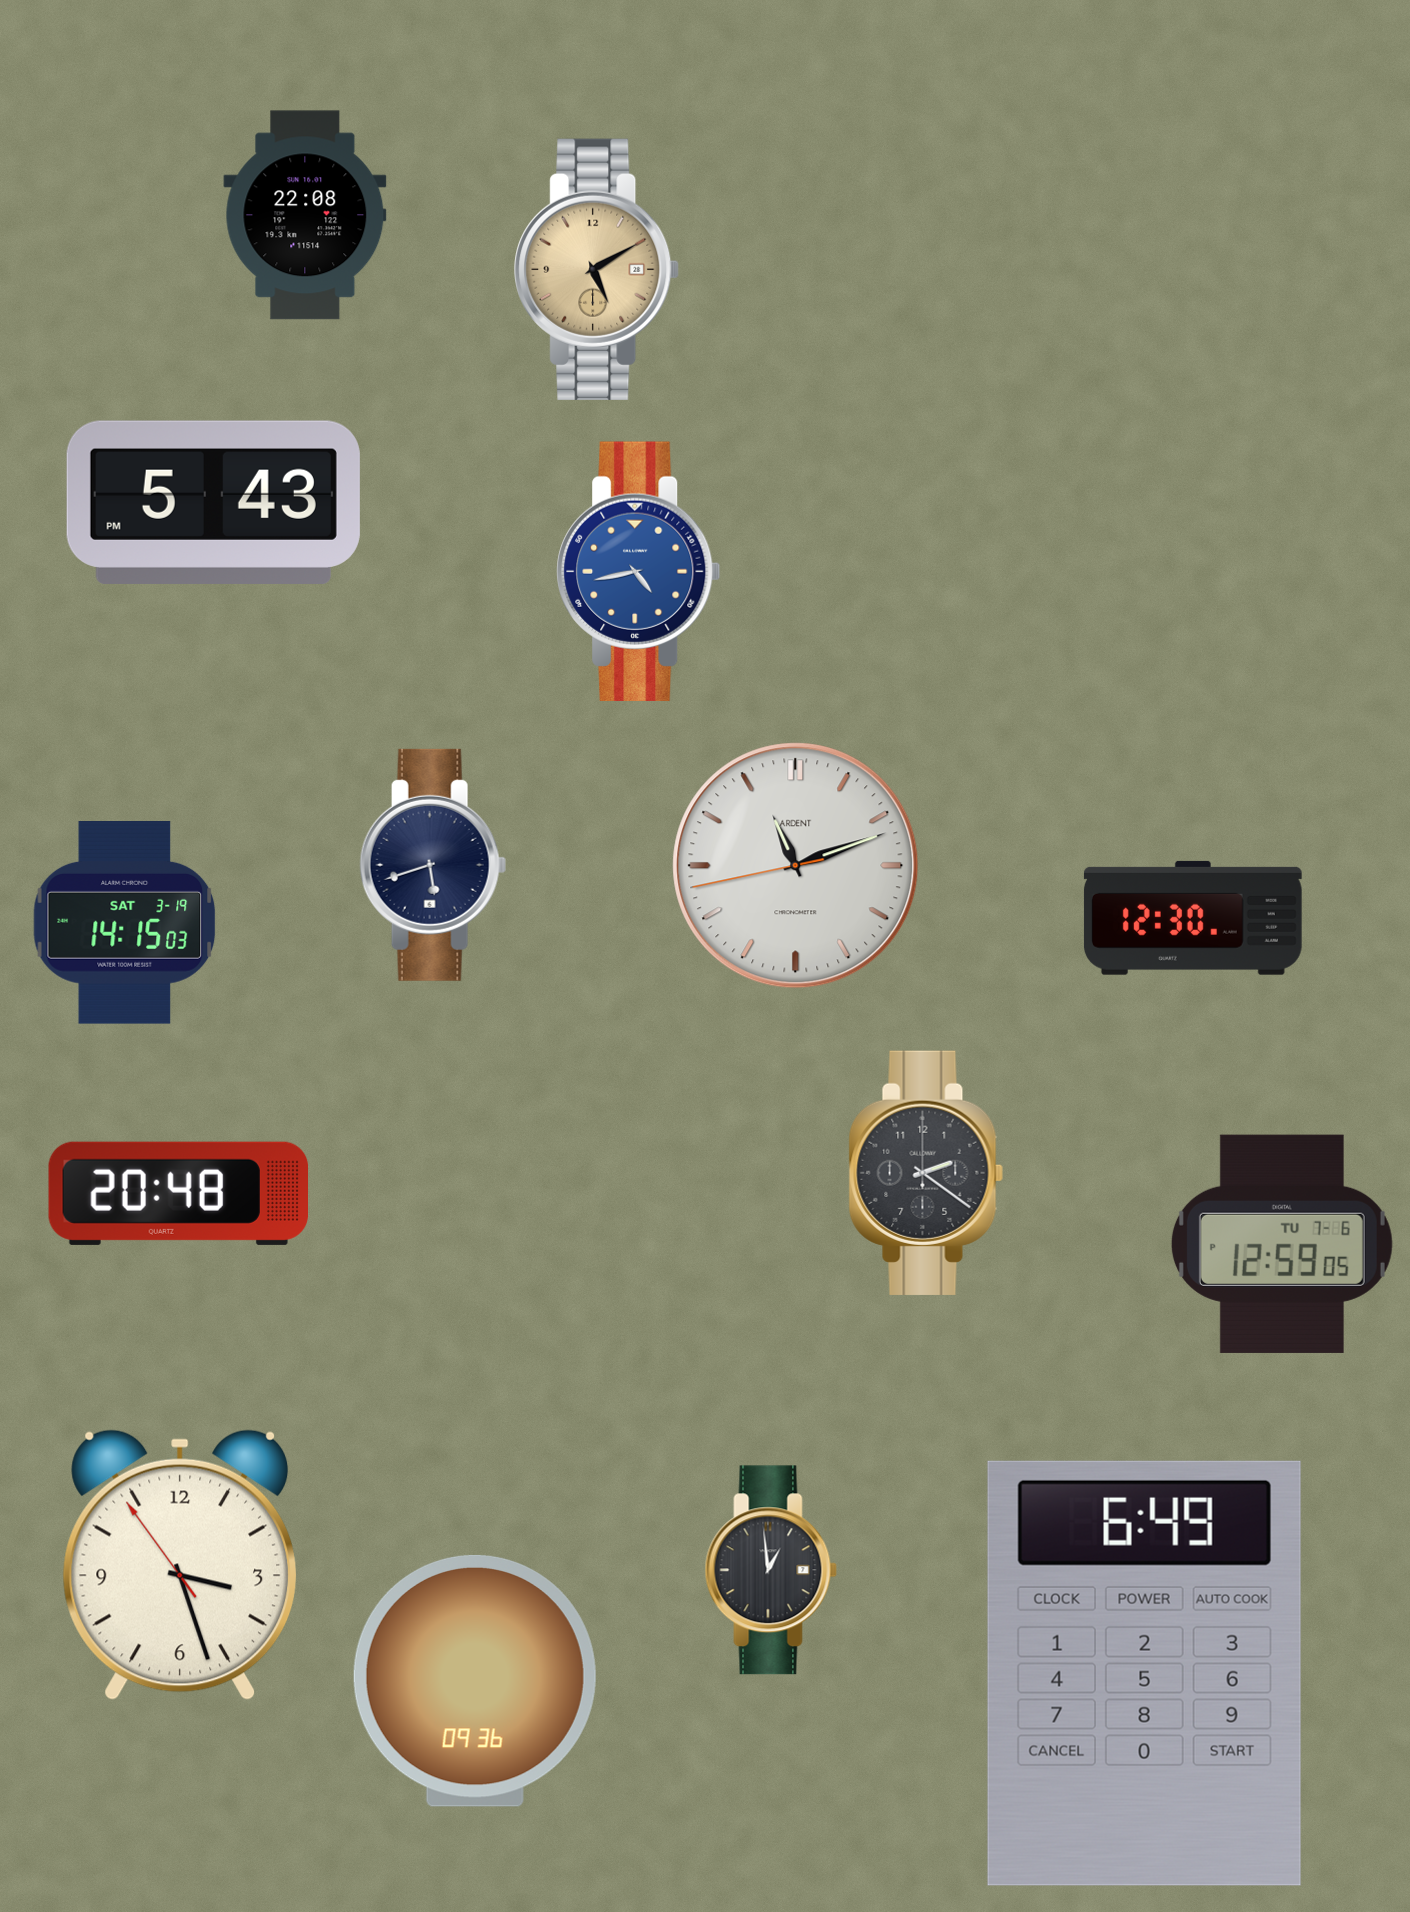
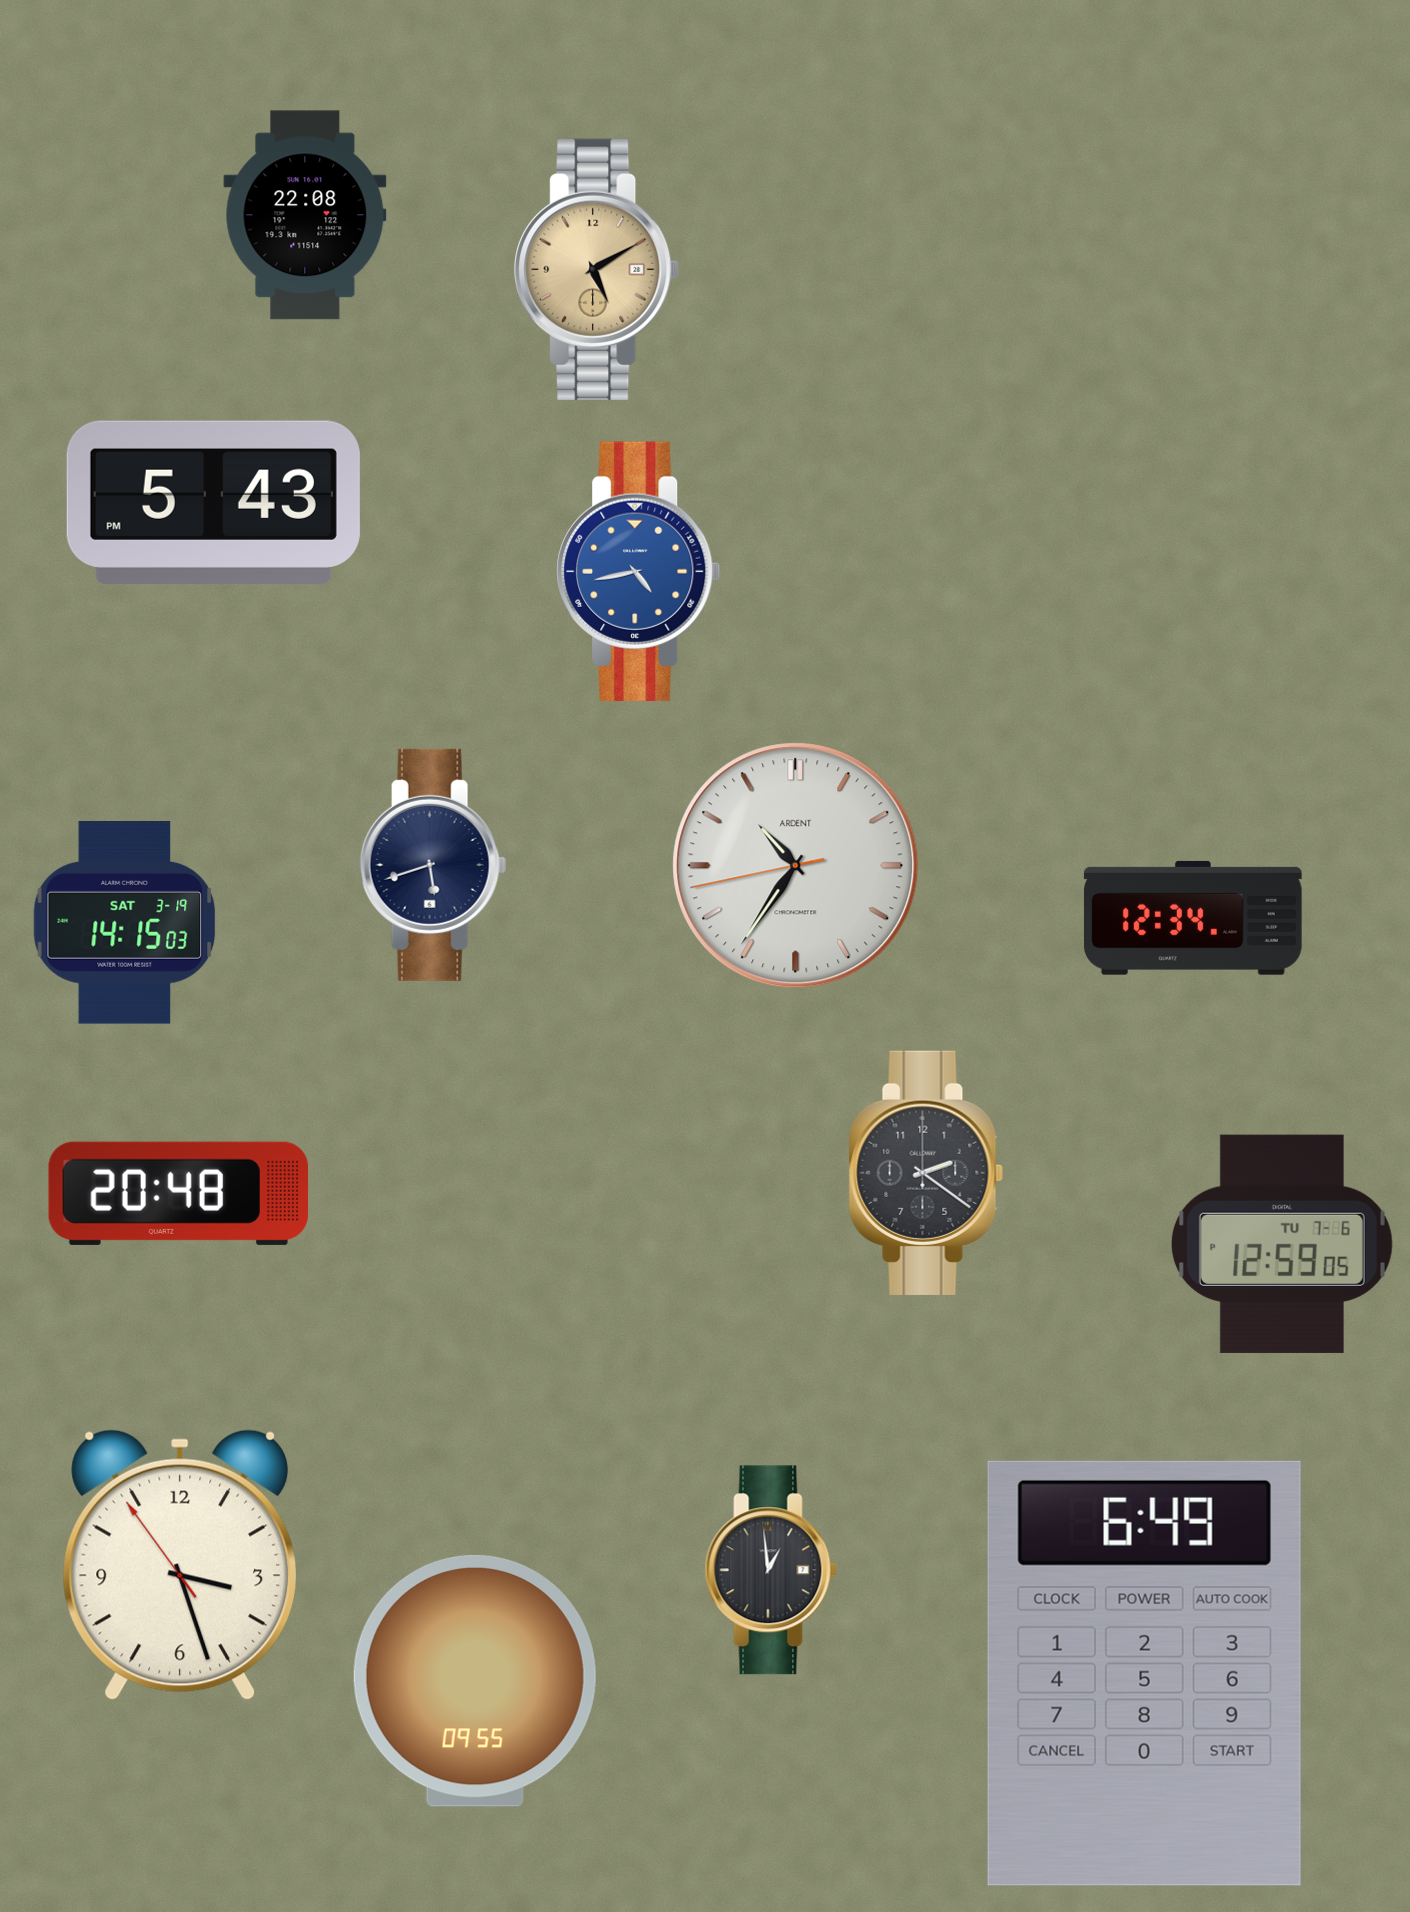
clock at (796, 866): 11:11 -> 10:35
clock at (1193, 918): 12:30 -> 12:34
clock at (475, 1681): 09:36 -> 09:55
